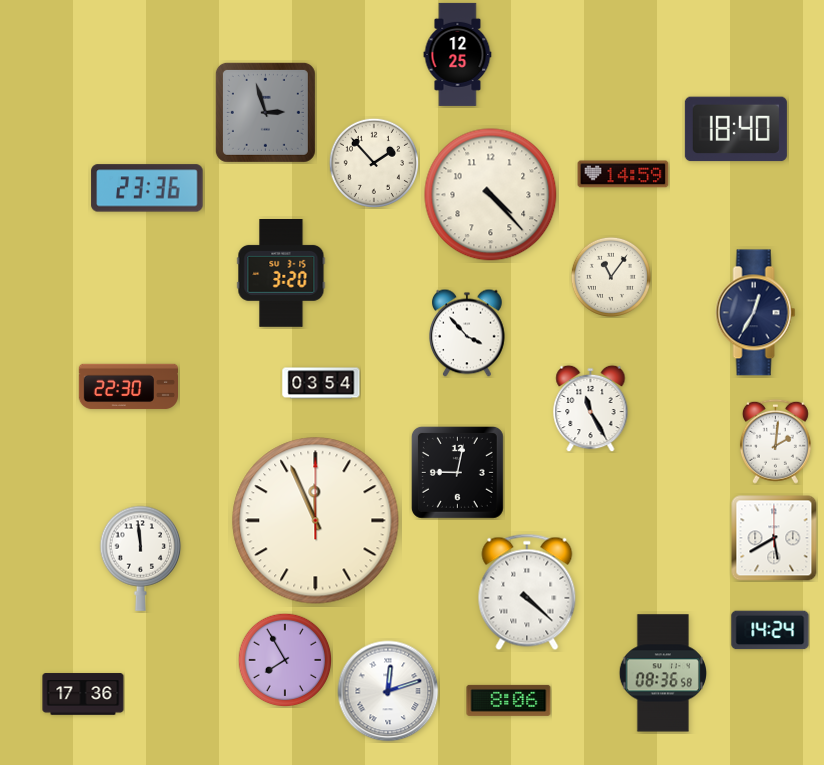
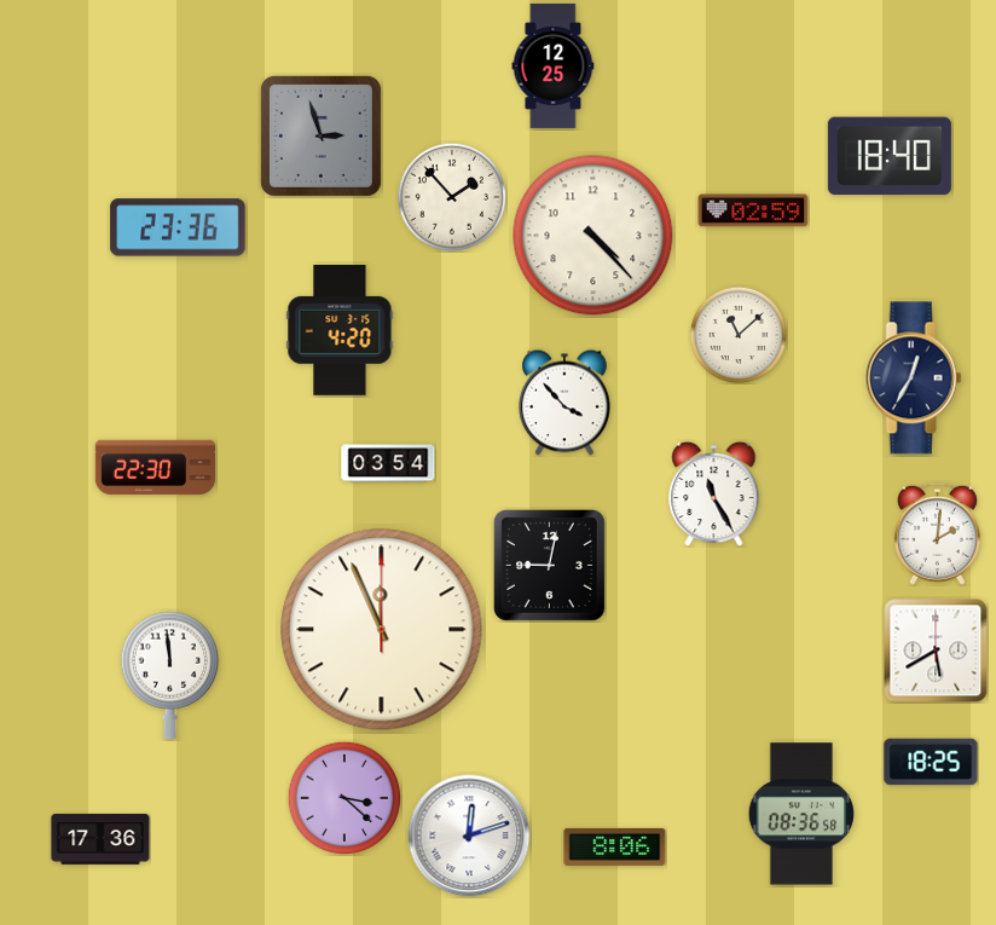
clock at (623, 174): 14:59 -> 02:59
clock at (281, 274): 3:20 -> 4:20
clock at (611, 277): 11:06 -> 11:08
clock at (457, 472) position: (457, 472) -> (549, 565)
clock at (527, 592): 4:22 -> none
clock at (770, 630): 14:24 -> 18:25
clock at (285, 660): 7:55 -> 3:22
